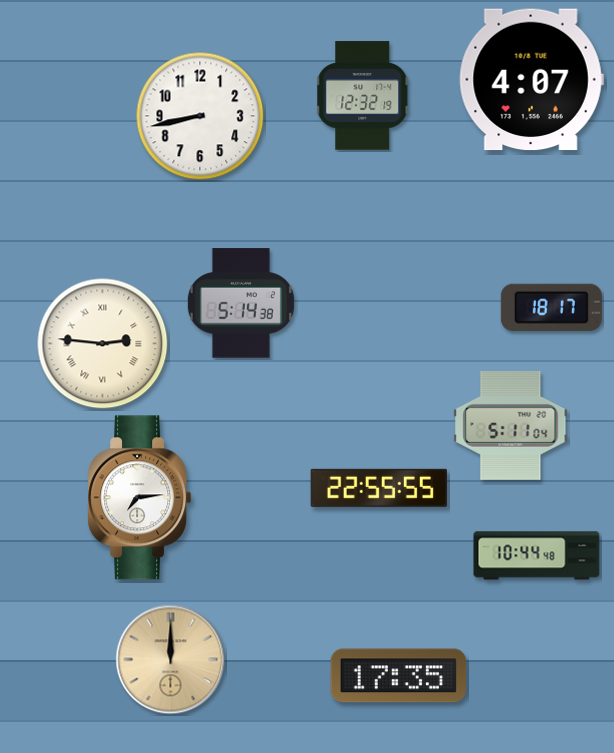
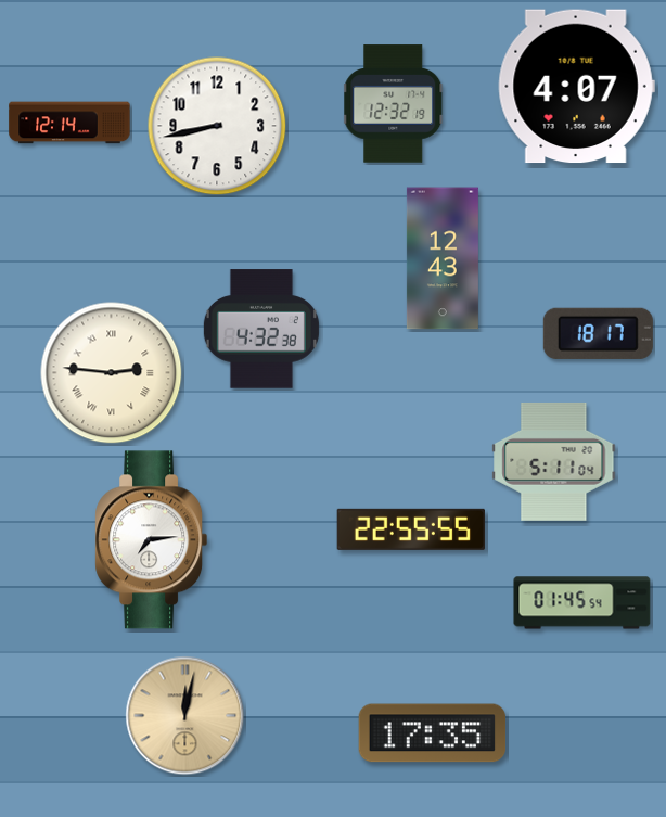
clock at (69, 123): none -> 12:14
clock at (443, 258): none -> 12:43
clock at (241, 303): 5:14 -> 4:32
clock at (537, 556): 10:44 -> 01:45
clock at (171, 660): 12:00 -> 12:02
